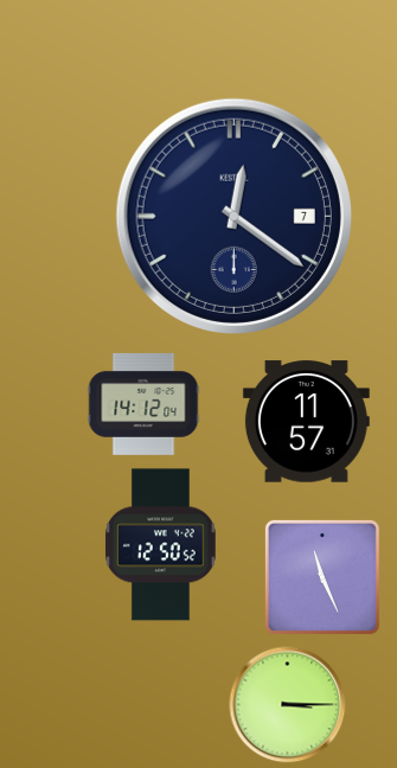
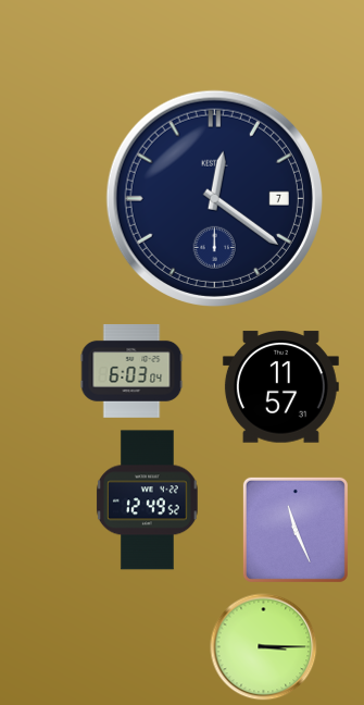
clock at (143, 404): 14:12 -> 6:03
clock at (161, 545): 12:50 -> 12:49
